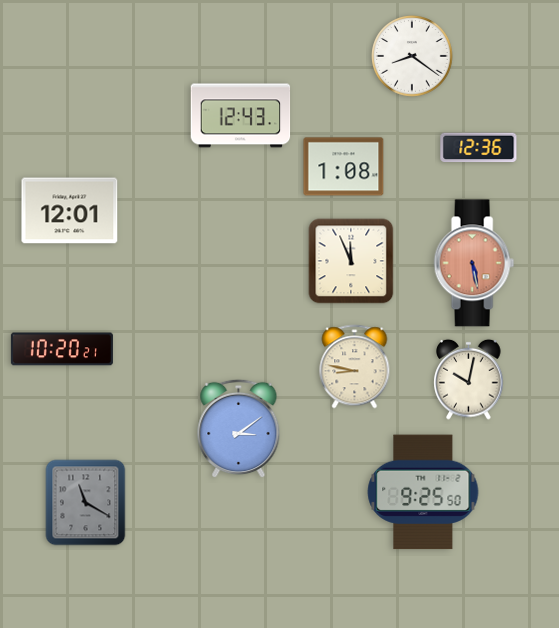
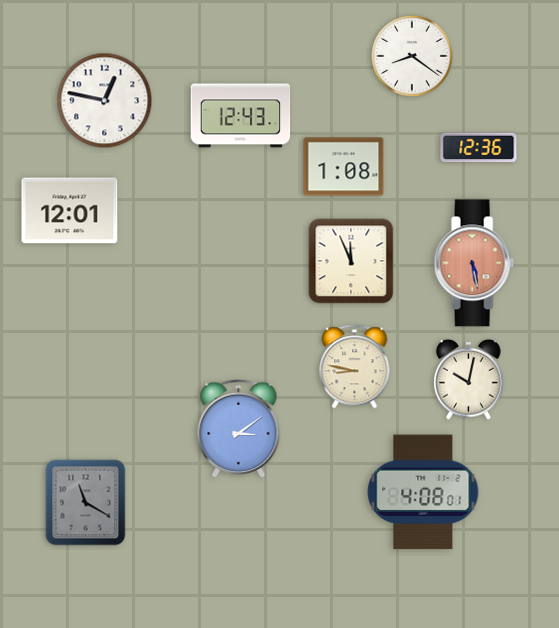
clock at (105, 101): none -> 12:47
clock at (62, 349): 10:20 -> none
clock at (423, 492): 9:25 -> 4:08
